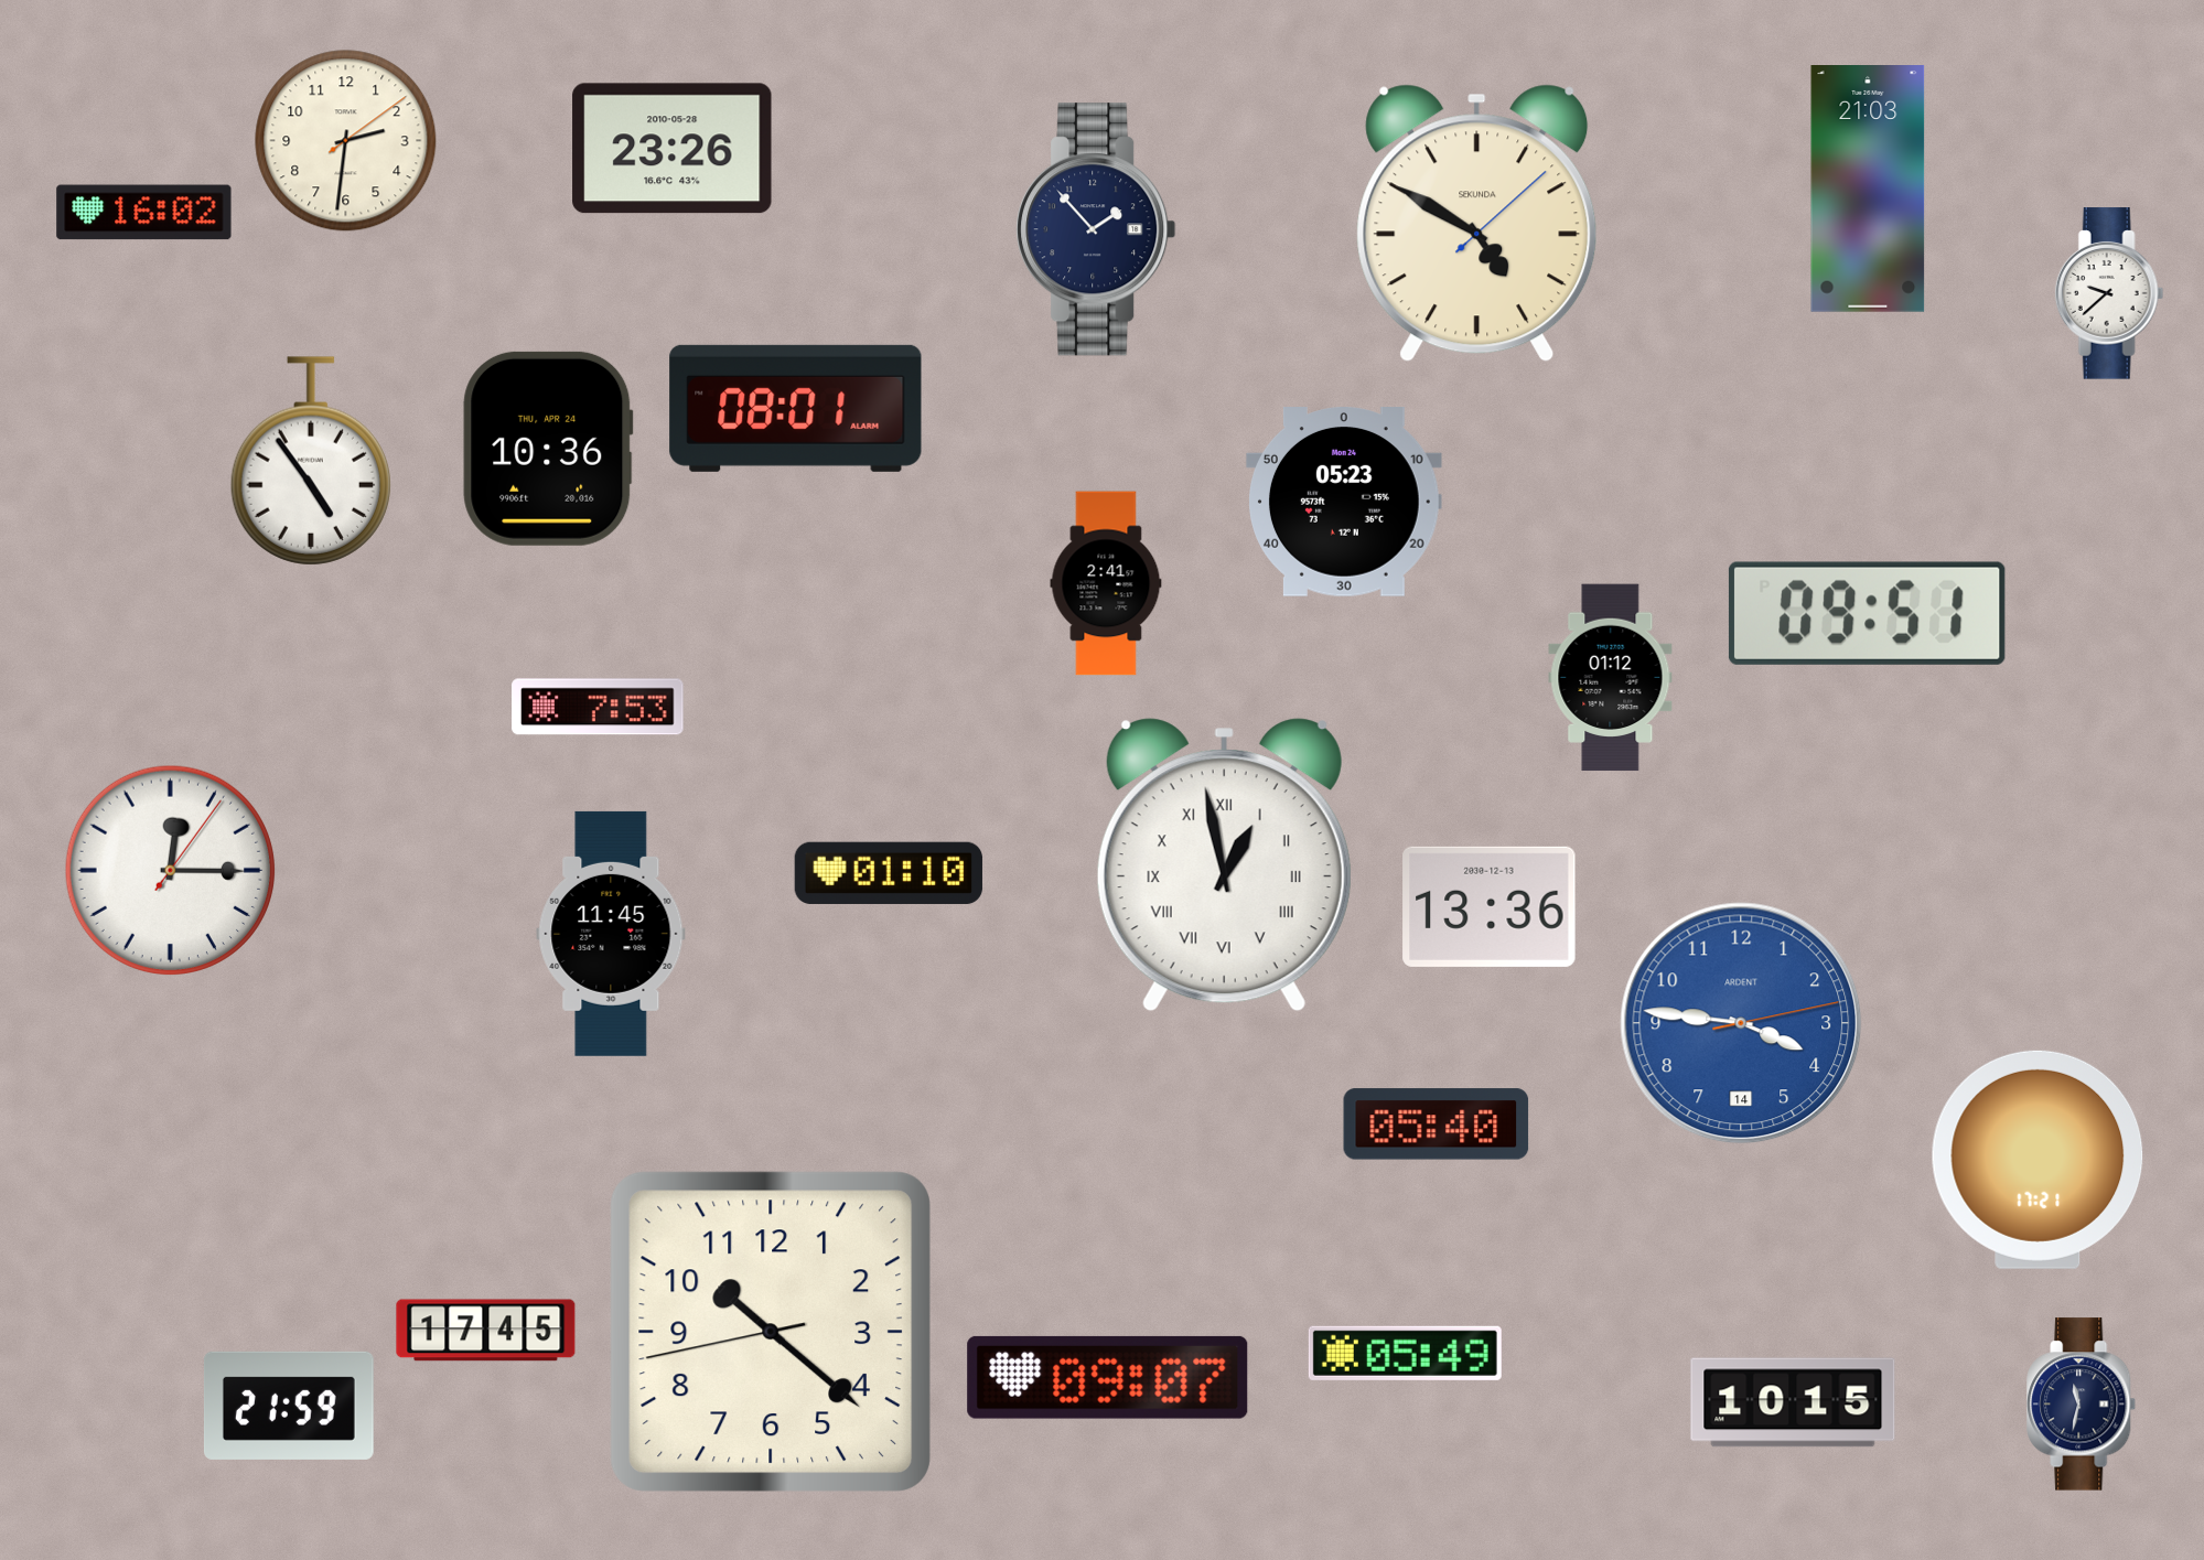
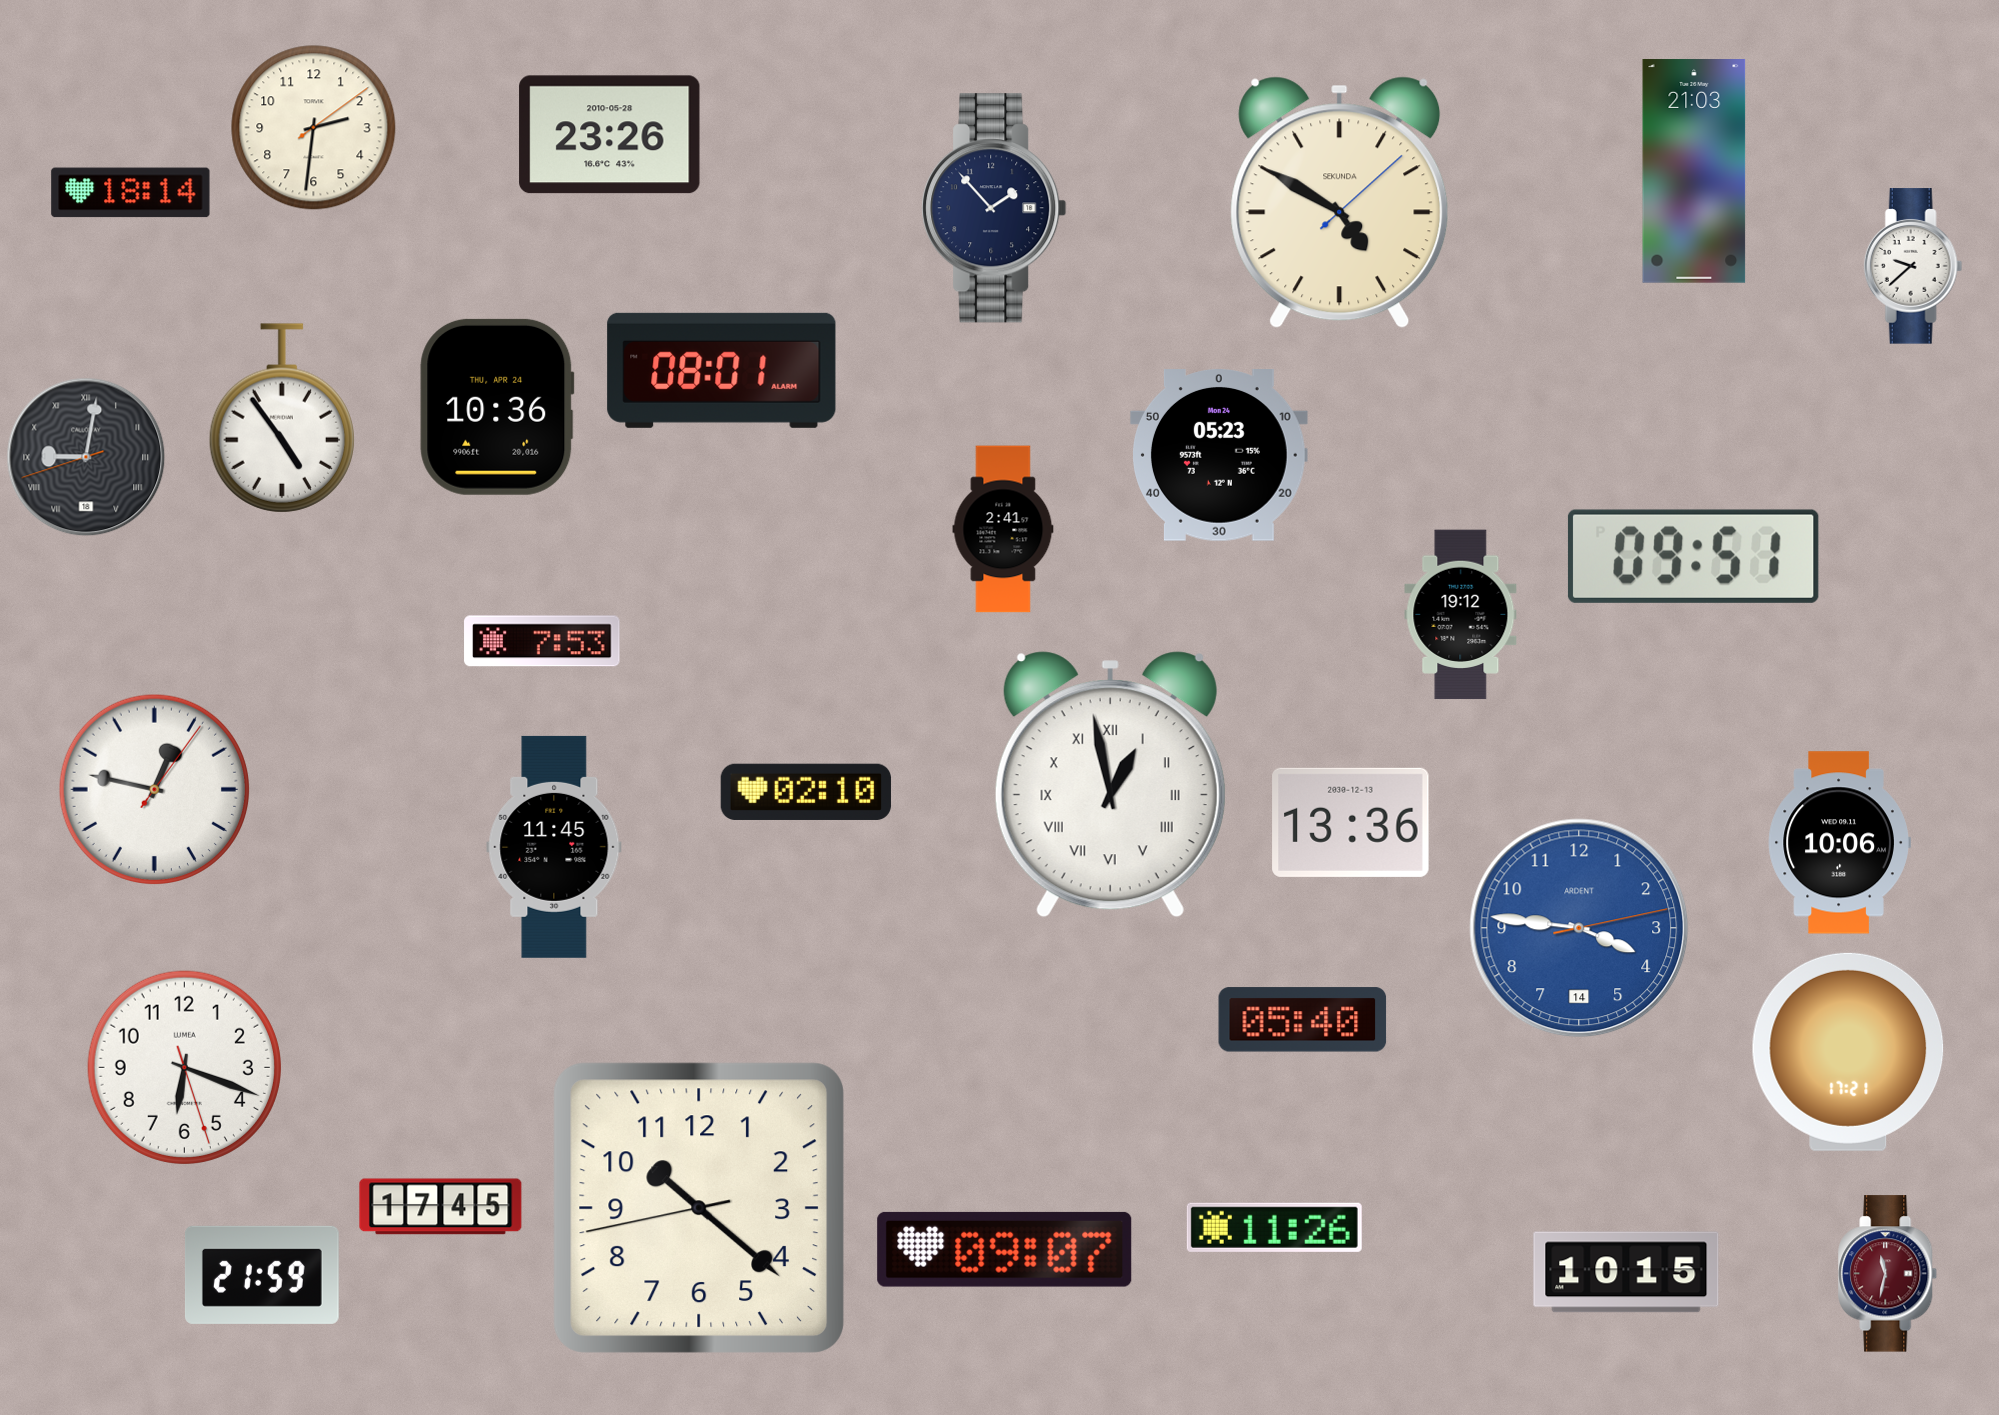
clock at (144, 213): 16:02 -> 18:14
clock at (86, 457): none -> 9:01
clock at (1611, 678): 01:12 -> 19:12
clock at (170, 870): 12:15 -> 12:47
clock at (889, 873): 01:10 -> 02:10
clock at (1839, 843): none -> 10:06
clock at (184, 1067): none -> 6:18
clock at (1405, 1353): 05:49 -> 11:26
clock at (2082, 1405) dial: navy -> burgundy
